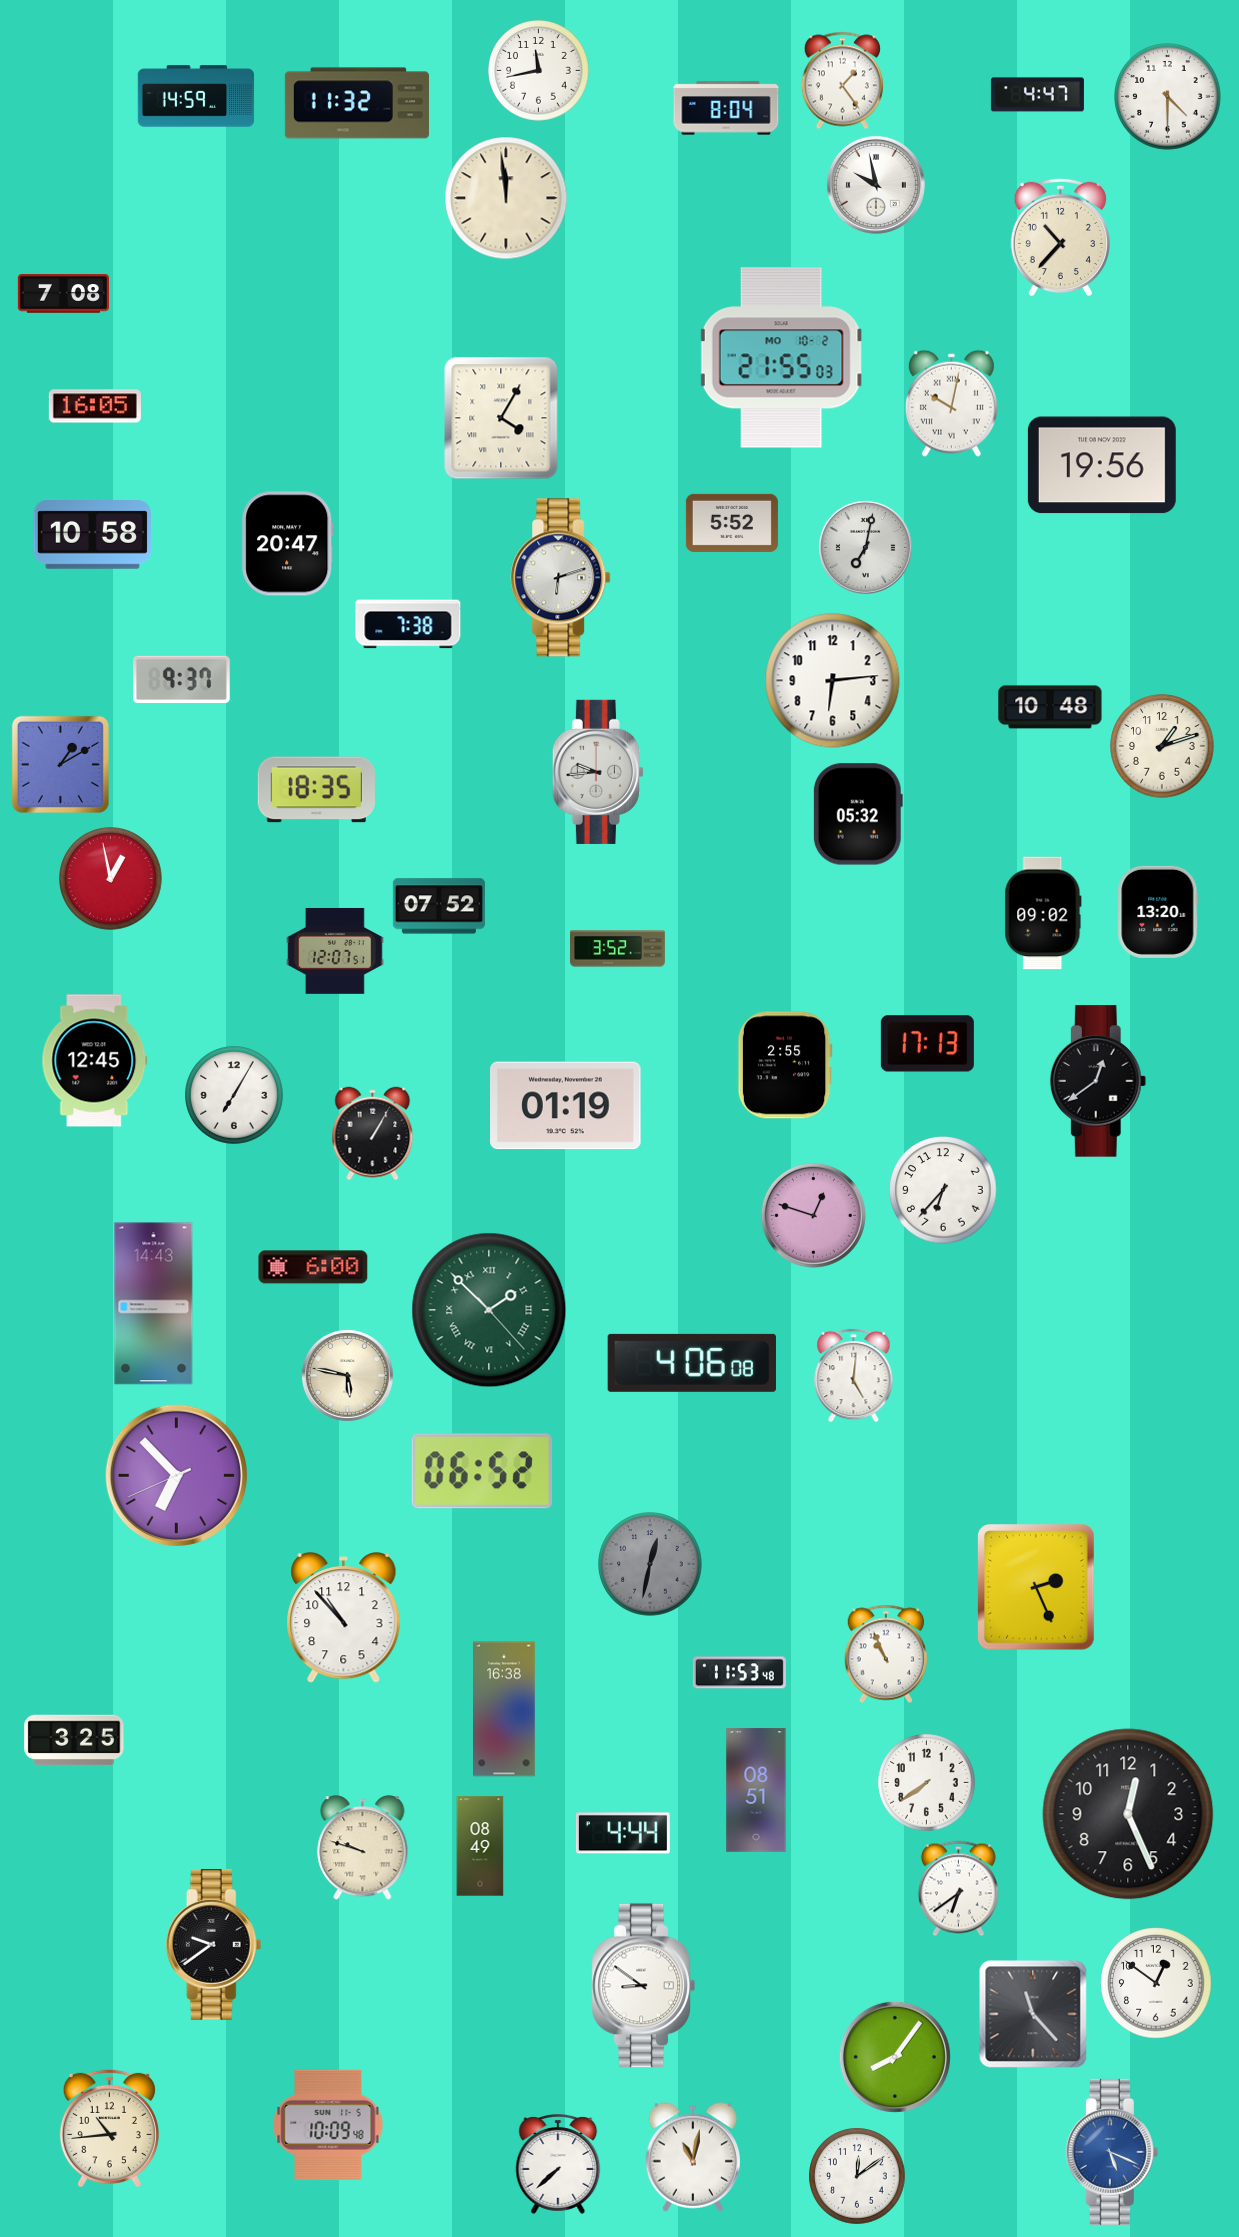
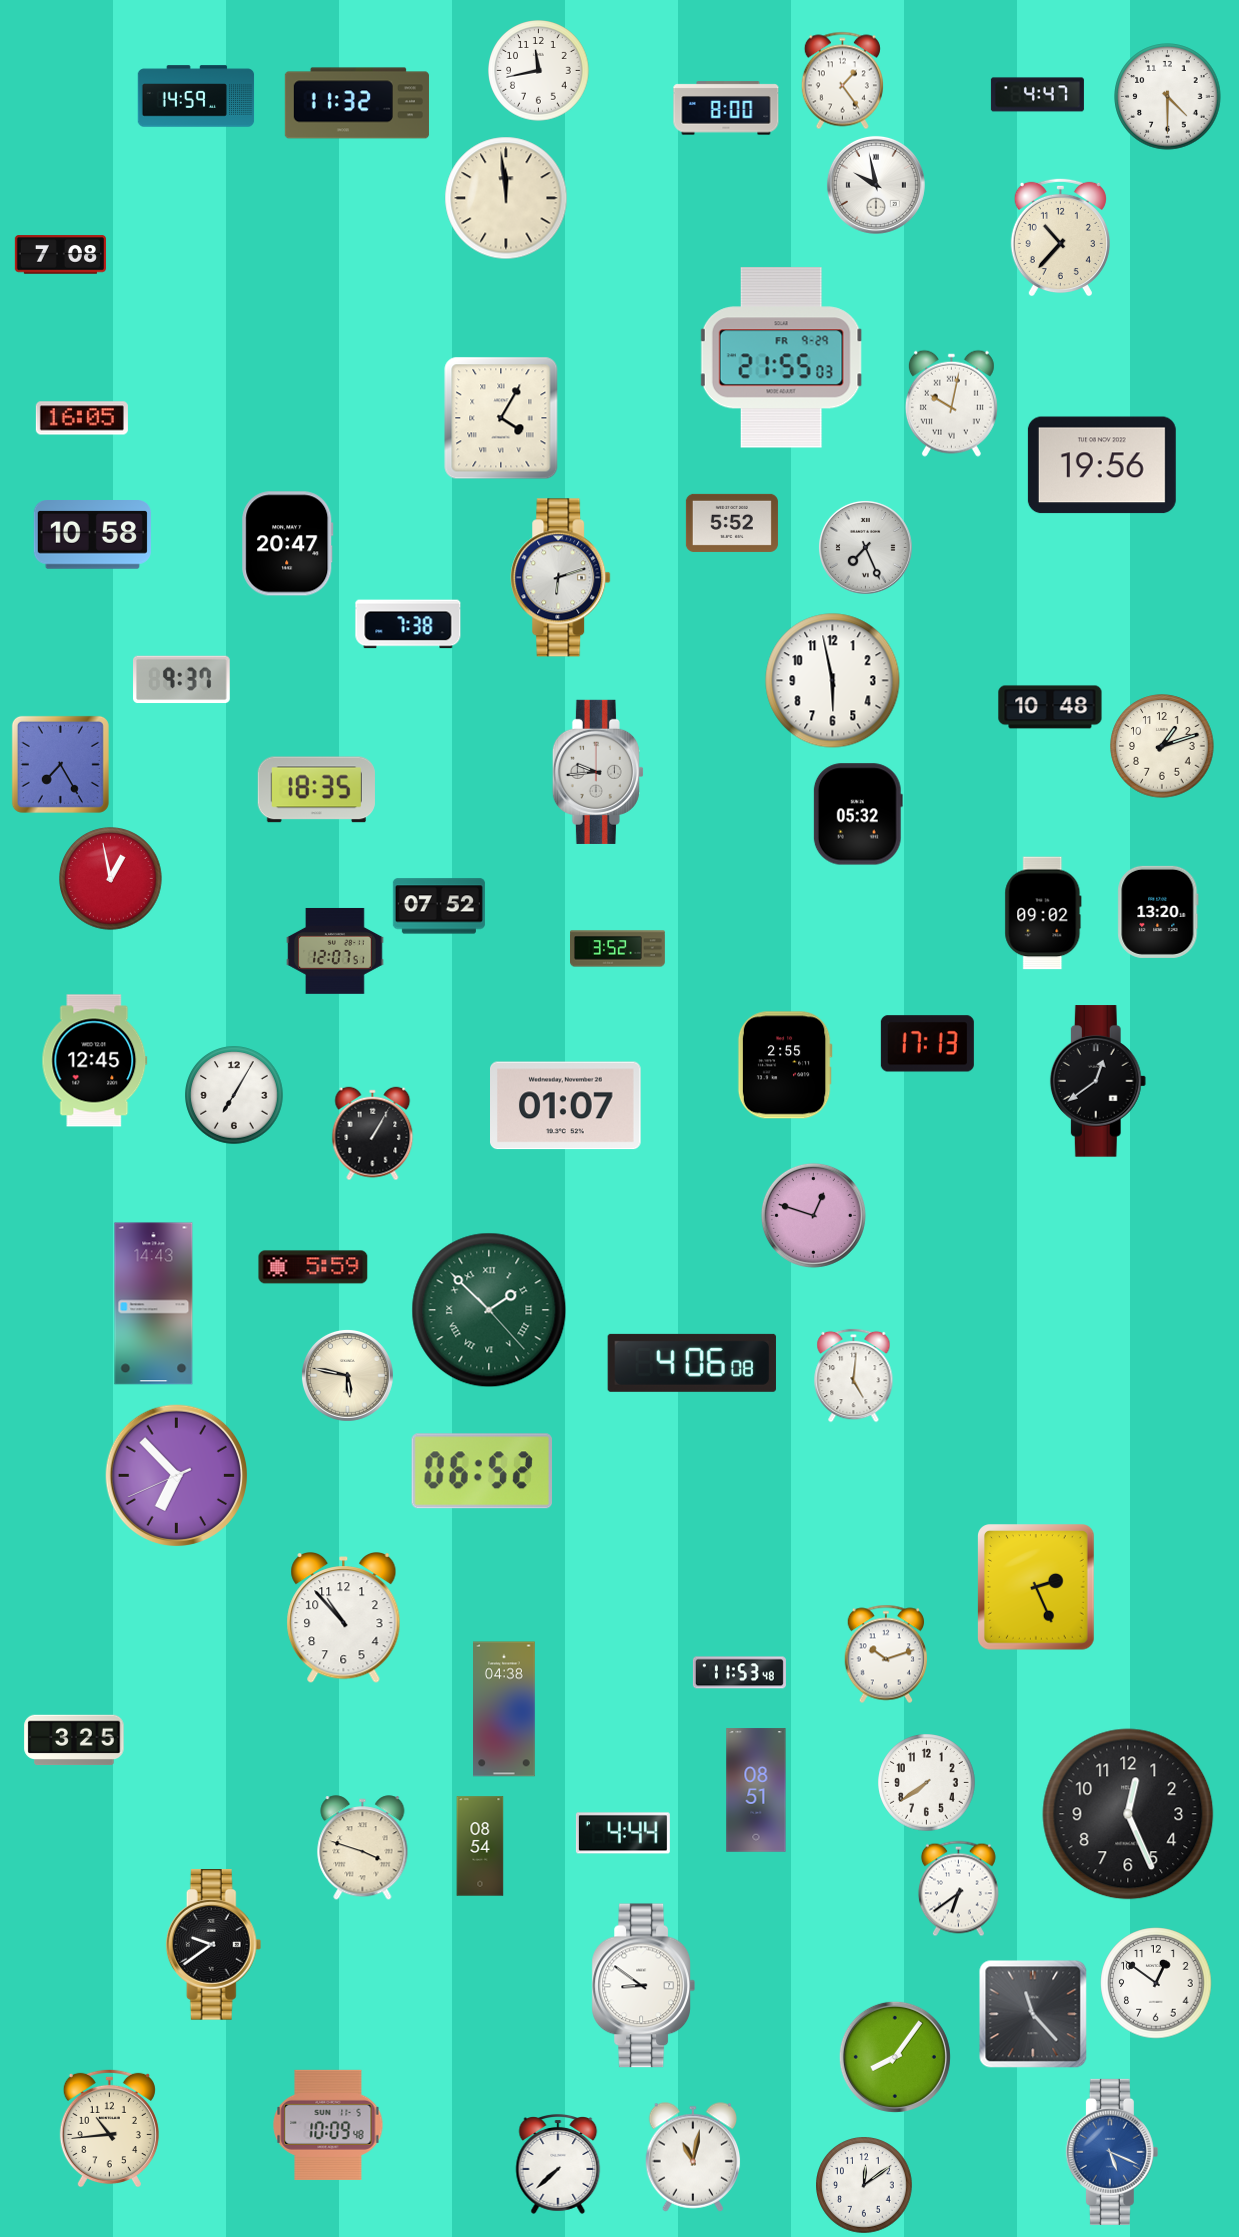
clock at (726, 108): 8:04 -> 8:00
clock at (63, 294) position: (63, 294) -> (60, 255)
clock at (782, 358) date: MO 10-2 -> FR 9-29
clock at (95, 406) position: (95, 406) -> (82, 418)
clock at (865, 547): 7:02 -> 7:26
clock at (833, 681): 6:14 -> 5:58
clock at (60, 764): 1:10 -> 7:25
clock at (566, 1106): 01:19 -> 01:07
clock at (943, 1190): 6:37 -> none
clock at (313, 1267): 6:00 -> 5:59
clock at (650, 1564): 12:32 -> none
clock at (885, 1654): 10:56 -> 10:12
clock at (504, 1709): 16:38 -> 04:38
clock at (480, 1846): 08:49 -> 08:54
clock at (363, 1848): 9:48 -> 3:48
clock at (857, 2176) position: (857, 2176) -> (864, 2185)
